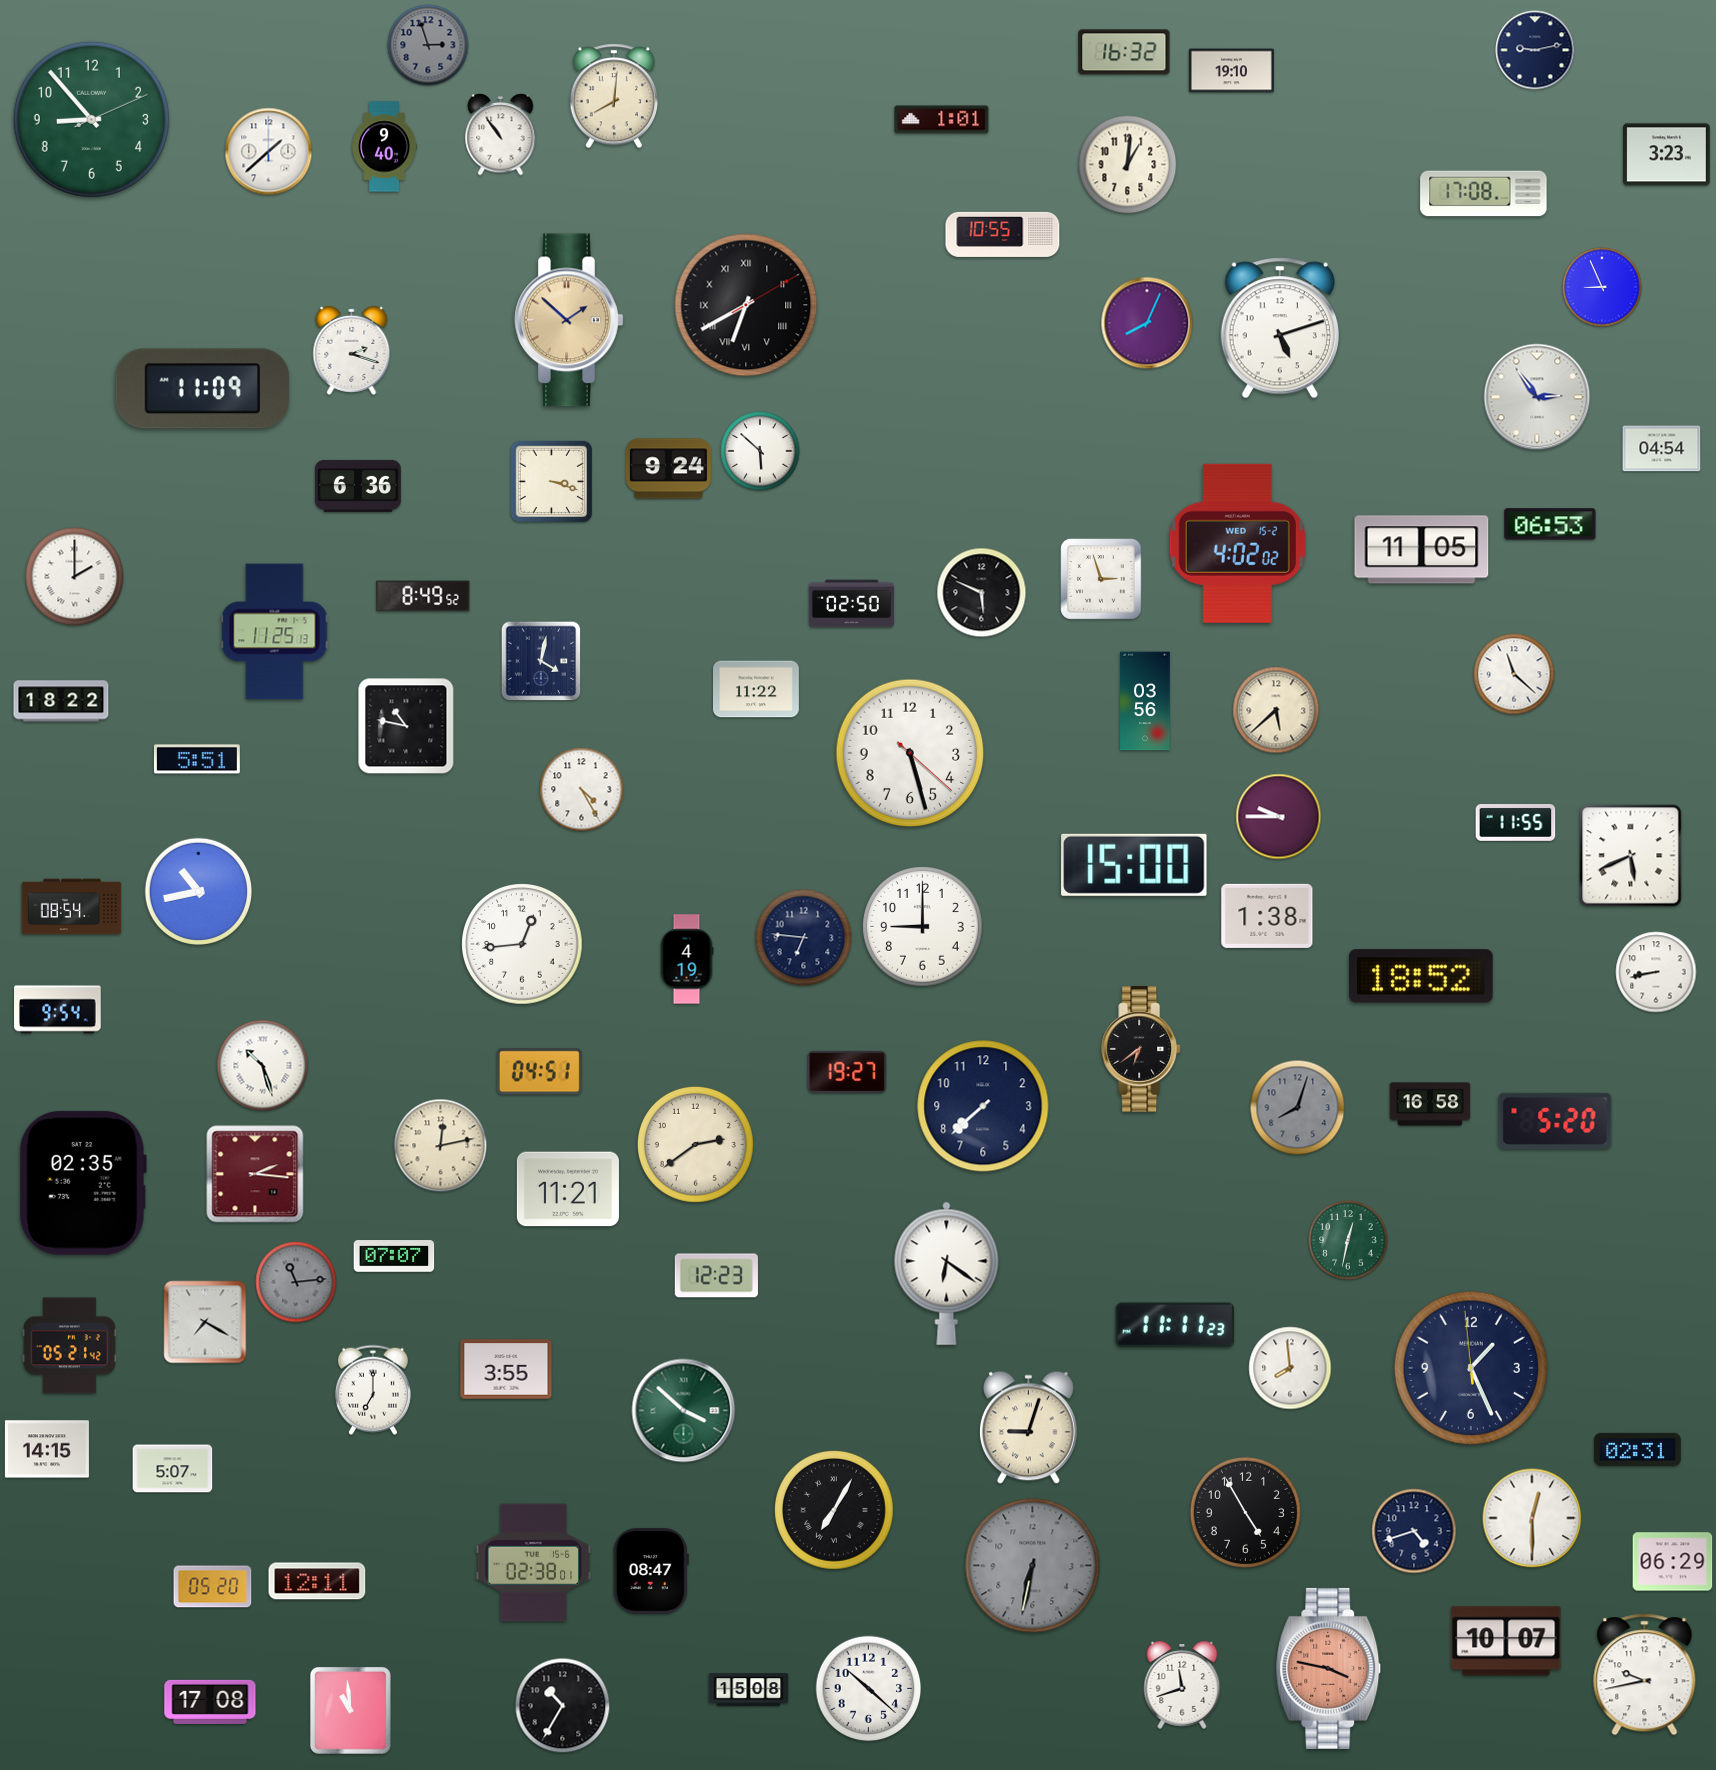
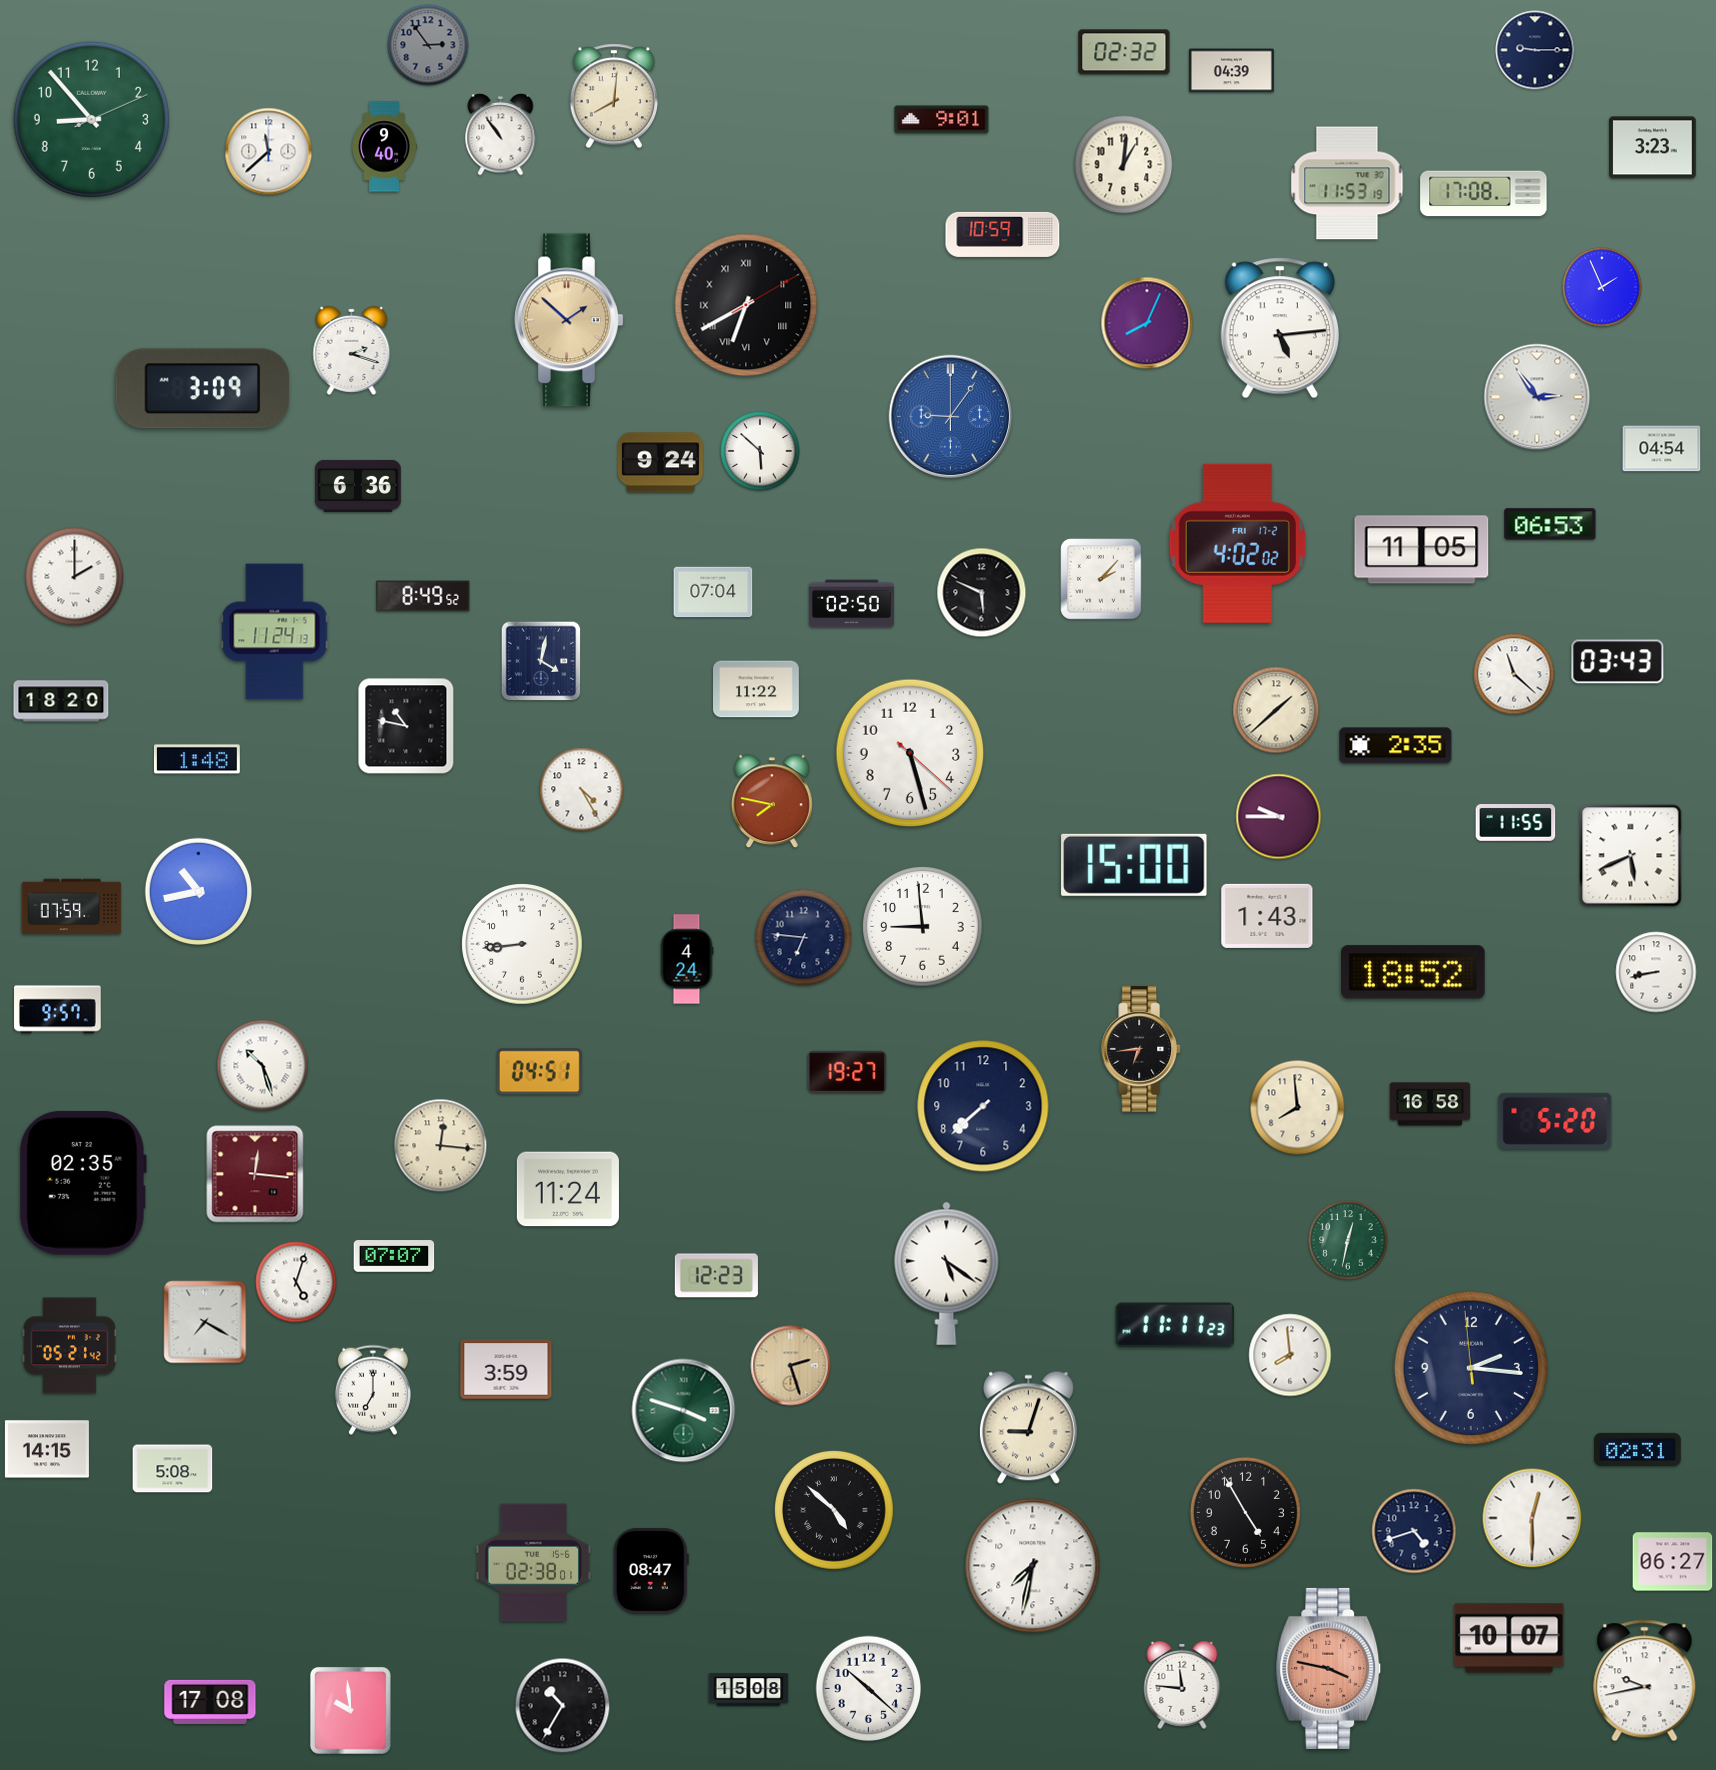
clock at (428, 45): 2:57 -> 2:54
clock at (1535, 50): 9:13 -> 9:15
clock at (1124, 52): 16:32 -> 02:32
clock at (1231, 71): 19:10 -> 04:39
clock at (942, 120): 1:01 -> 9:01
clock at (269, 152): 1:38 -> 11:38
clock at (1667, 155) position: (1667, 155) -> (1653, 148)
clock at (1128, 165) position: (1128, 165) -> (1124, 165)
clock at (1347, 183): none -> 11:53
clock at (1003, 234): 10:55 -> 10:59
clock at (1602, 287): 8:56 -> 1:56
clock at (1280, 328): 5:12 -> 5:14
clock at (203, 389): 11:09 -> 3:09
clock at (950, 416): none -> 9:06
clock at (668, 469) position: (668, 469) -> (660, 463)
clock at (552, 482): 3:18 -> none
clock at (1237, 543) date: WED 15-2 -> FRI 17-2
clock at (1101, 579): 2:57 -> 2:07
clock at (713, 592): none -> 07:04
clock at (275, 632): 11:25 -> 11:24
clock at (1618, 662): none -> 03:43
clock at (61, 701): 18:22 -> 18:20
clock at (1145, 701): 03:56 -> none
clock at (1276, 710): 5:38 -> 1:38
clock at (1396, 746): none -> 2:35
clock at (197, 759): 5:51 -> 1:48
clock at (772, 802): none -> 7:47
clock at (72, 907): 08:54 -> 07:59
clock at (1267, 916): 1:38 -> 1:43
clock at (923, 927): 9:00 -> 8:59
clock at (522, 944): 12:44 -> 8:44
clock at (687, 959): 4:19 -> 4:24
clock at (1422, 976) position: (1422, 976) -> (1414, 972)
clock at (58, 1010): 9:54 -> 9:57
clock at (1142, 1049): 6:39 -> 6:44
clock at (1298, 1108): 8:03 -> 7:59
clock at (1298, 1108) dial: grey -> cream
clock at (695, 1144): 2:39 -> none
clock at (441, 1146): 12:13 -> 12:16
clock at (255, 1174): 2:16 -> 12:16
clock at (568, 1189): 11:21 -> 11:24
clock at (947, 1273): 6:21 -> 5:21
clock at (296, 1282): 11:14 -> 5:03
clock at (296, 1282) dial: grey -> white
clock at (791, 1366): none -> 2:27
clock at (1290, 1368) position: (1290, 1368) -> (1290, 1355)
clock at (1471, 1368): 1:25 -> 2:15
clock at (506, 1369): 3:55 -> 3:59
clock at (684, 1411): 3:52 -> 3:48
clock at (173, 1469): 5:07 -> 5:08
clock at (835, 1511): 7:05 -> 4:52
clock at (1673, 1562): 06:29 -> 06:27
clock at (1033, 1566): 6:32 -> 7:32
clock at (1033, 1566) dial: grey -> white
clock at (317, 1581): 12:11 -> none
clock at (213, 1587): 05:20 -> none
clock at (1506, 1641) position: (1506, 1641) -> (1509, 1638)
clock at (1645, 1675) position: (1645, 1675) -> (1645, 1681)
clock at (1182, 1686): 11:42 -> 11:46
clock at (350, 1710): 10:59 -> 9:59
